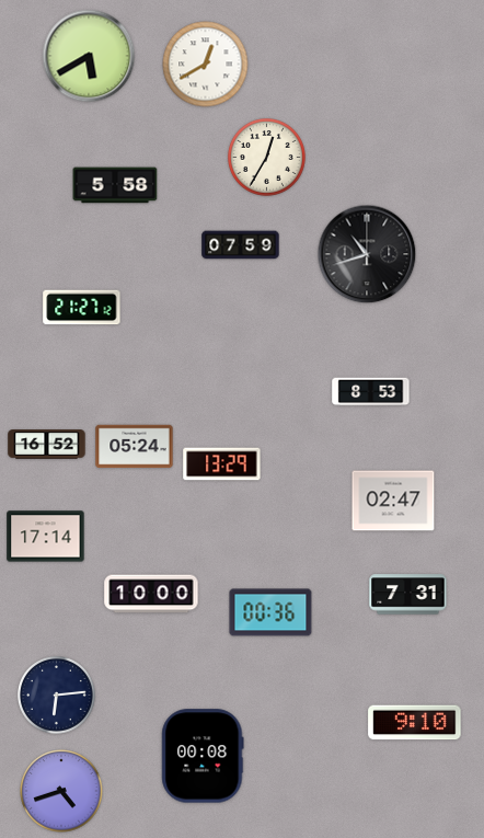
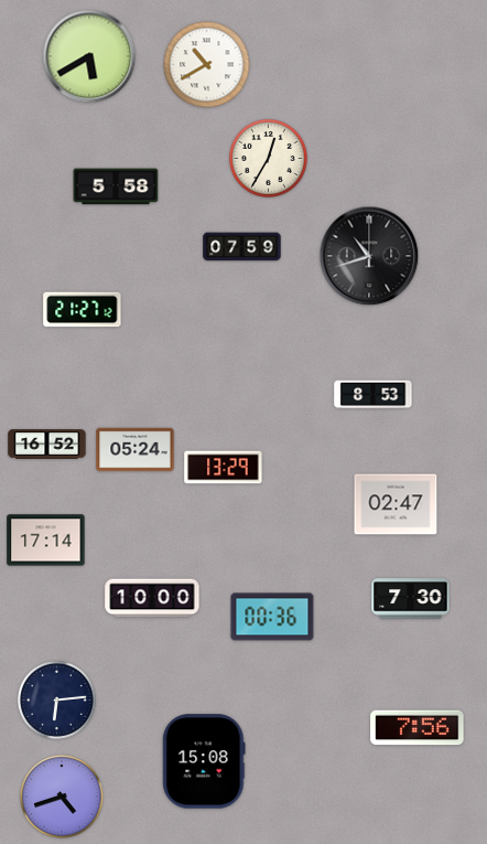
clock at (206, 65): 12:40 -> 10:40
clock at (47, 445) position: (47, 445) -> (47, 445)
clock at (408, 595): 7:31 -> 7:30
clock at (415, 723): 9:10 -> 7:56
clock at (203, 756): 00:08 -> 15:08
